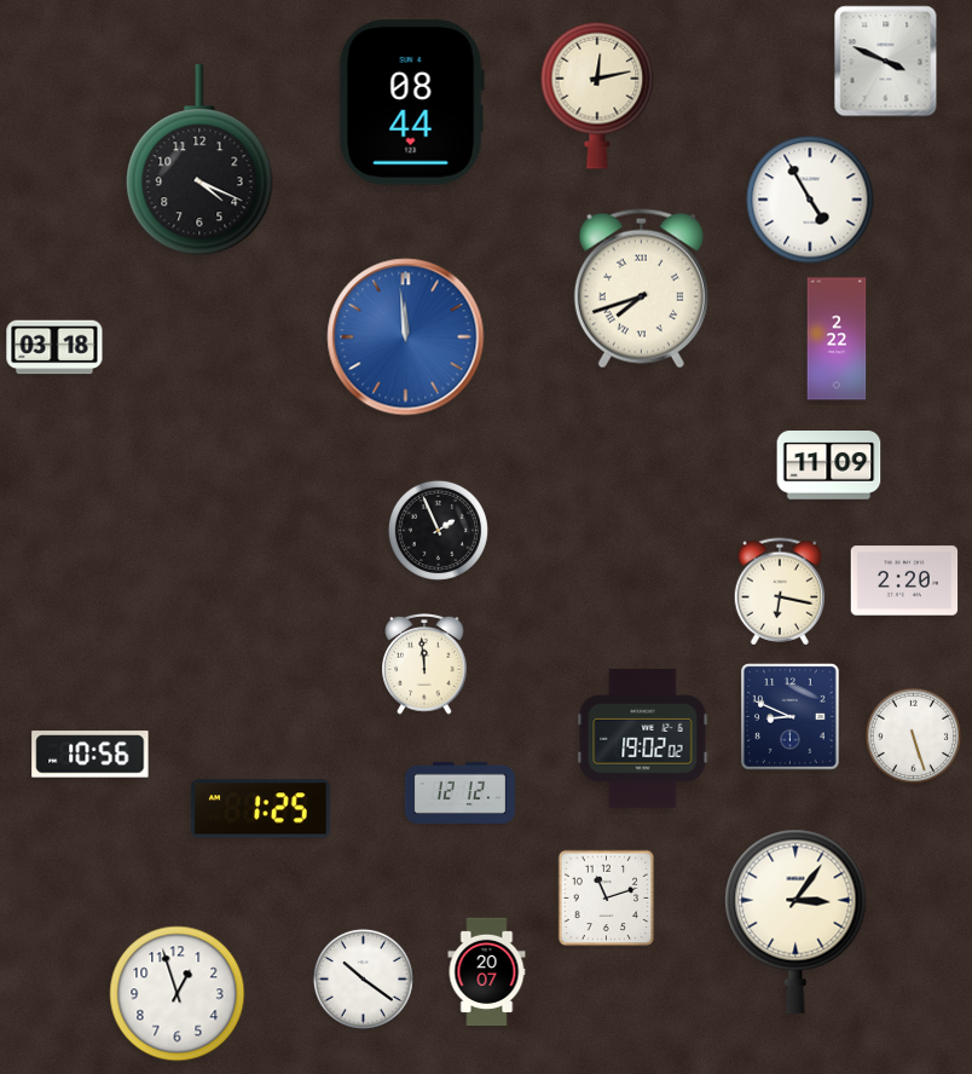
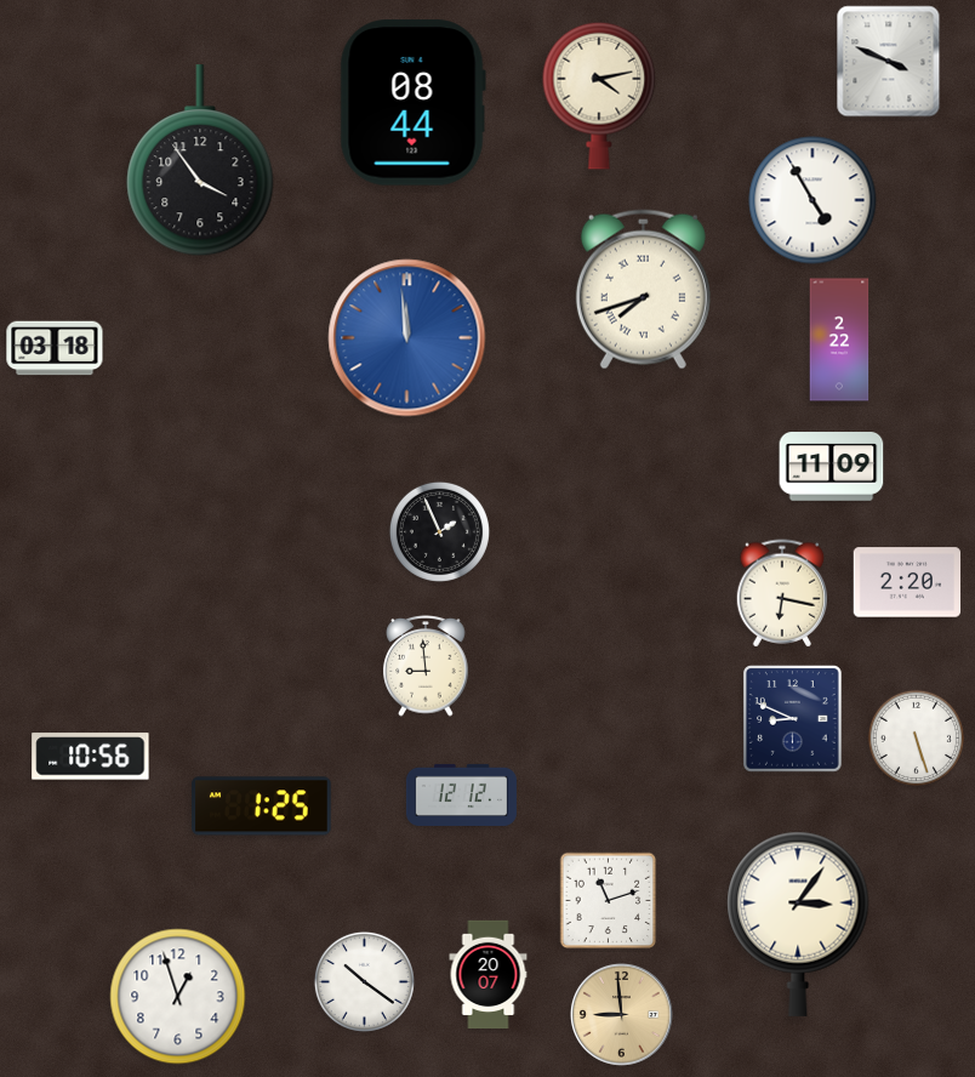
clock at (597, 96): 12:13 -> 4:13
clock at (199, 161): 4:19 -> 3:54
clock at (424, 664): 11:59 -> 8:59
clock at (643, 739): 19:02 -> none
clock at (261, 809) position: (261, 809) -> (262, 807)
clock at (622, 1015): none -> 8:59
